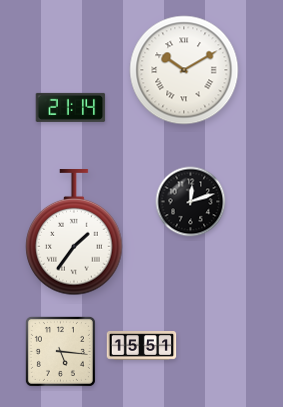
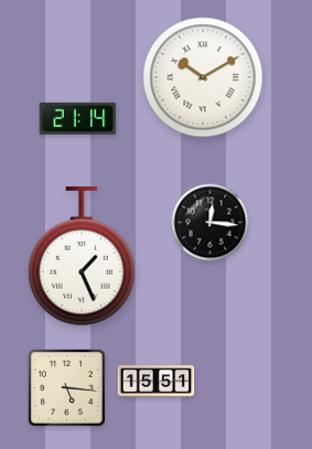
clock at (191, 202): 12:12 -> 12:16
clock at (74, 233): 1:36 -> 1:26
